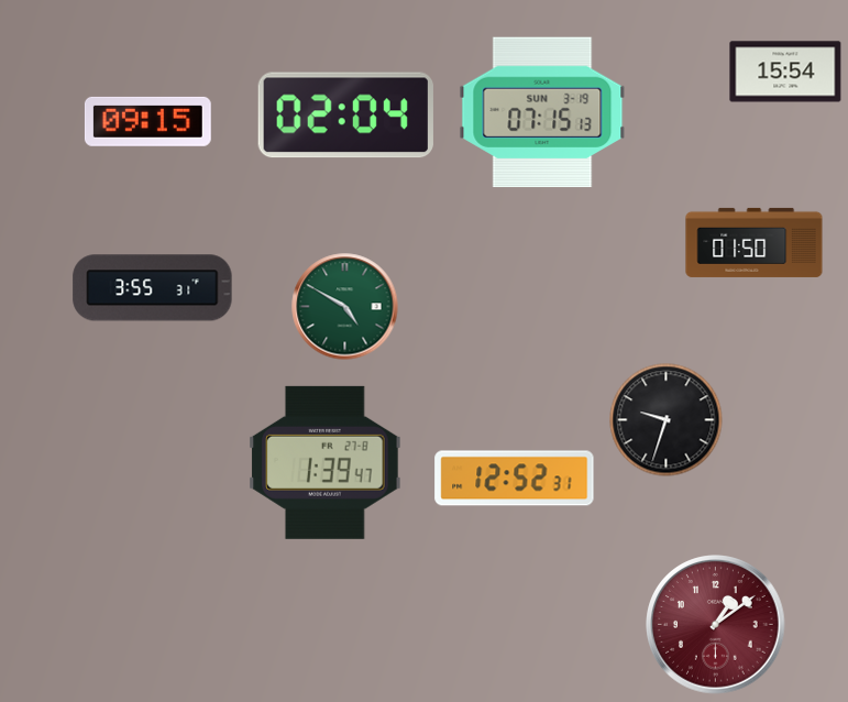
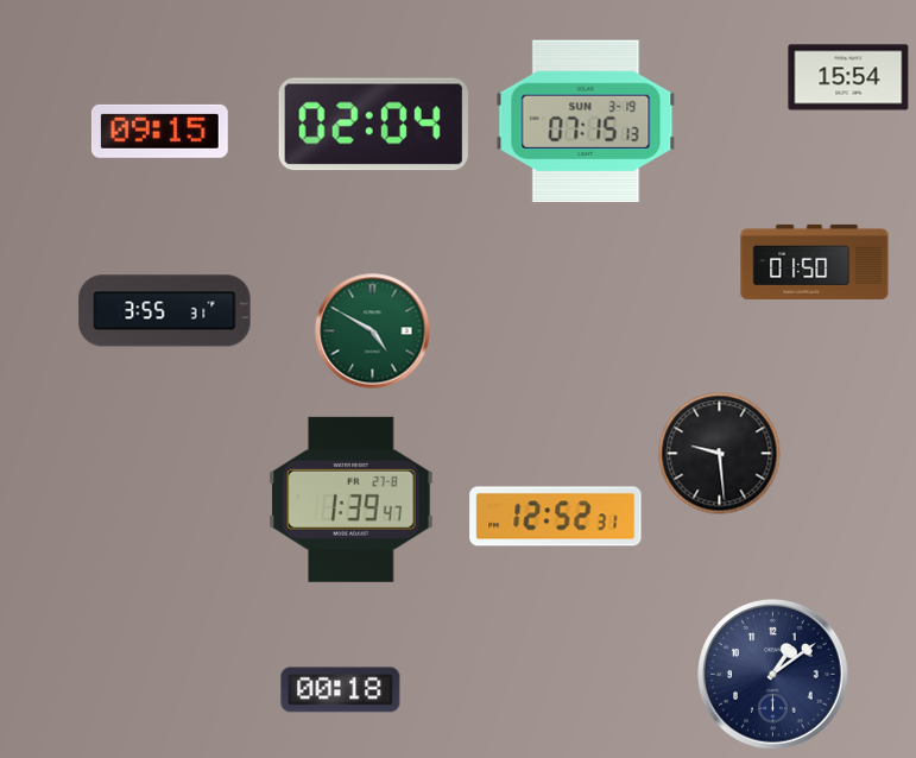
clock at (667, 420): 9:33 -> 9:29
clock at (716, 625) dial: burgundy -> navy
clock at (341, 690): none -> 00:18
